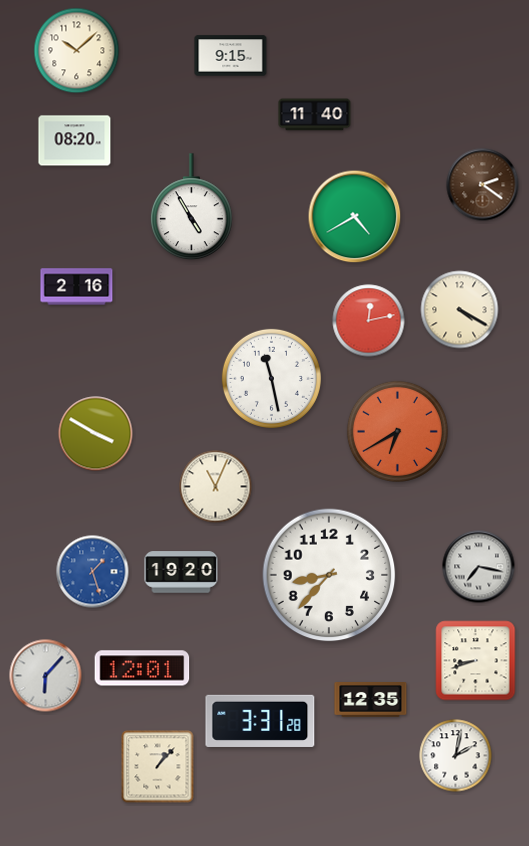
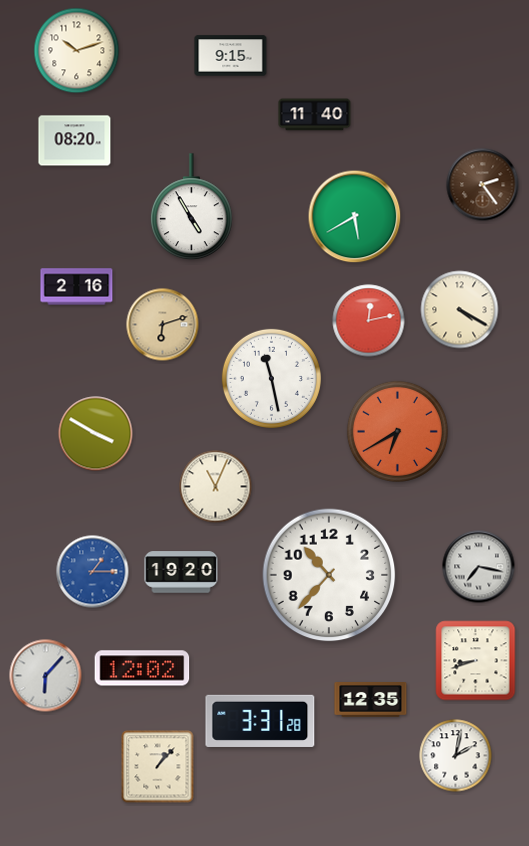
clock at (77, 51): 10:08 -> 10:12
clock at (483, 185): 2:21 -> 2:24
clock at (355, 217): 4:40 -> 5:40
clock at (163, 325): none -> 6:12
clock at (93, 572): 1:27 -> 1:15
clock at (329, 575): 8:37 -> 10:37
clock at (142, 668): 12:01 -> 12:02
